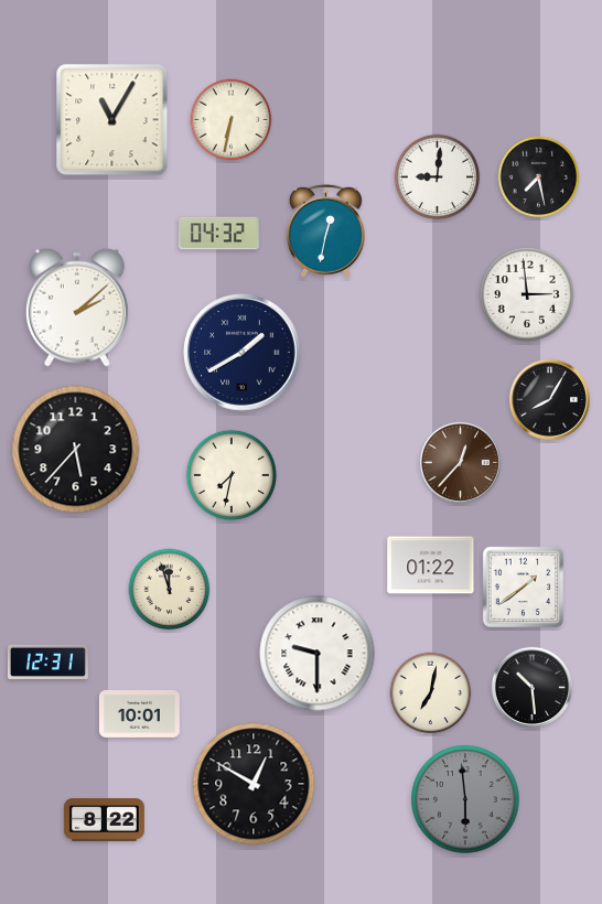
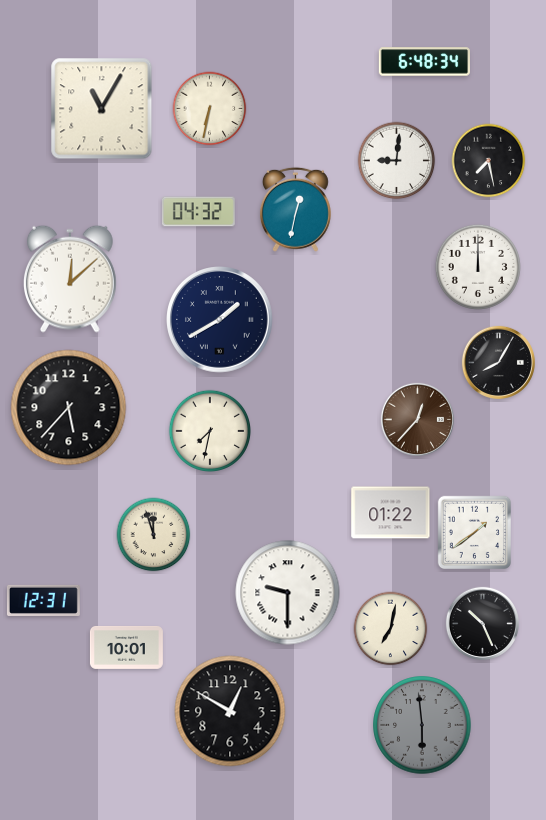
clock at (424, 62): none -> 6:48
clock at (527, 294): 2:59 -> 12:00
clock at (77, 308): 2:08 -> 12:08
clock at (531, 687): 10:29 -> 10:26
clock at (104, 820): 8:22 -> none
